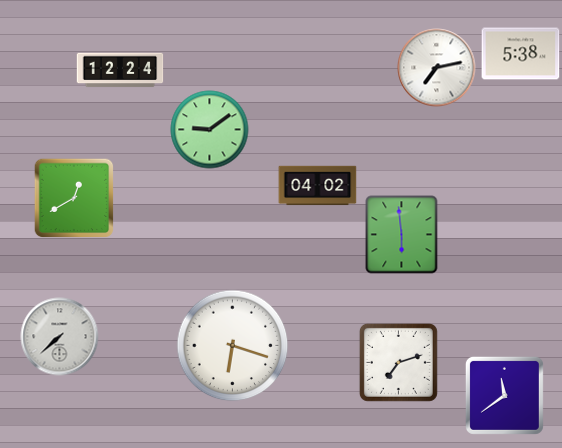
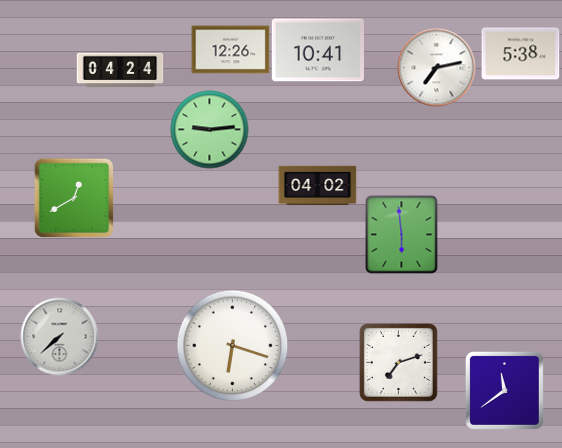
clock at (230, 50): none -> 12:26
clock at (318, 50): none -> 10:41
clock at (120, 70): 12:24 -> 04:24
clock at (209, 129): 9:09 -> 9:14
clock at (504, 395) position: (504, 395) -> (504, 390)
